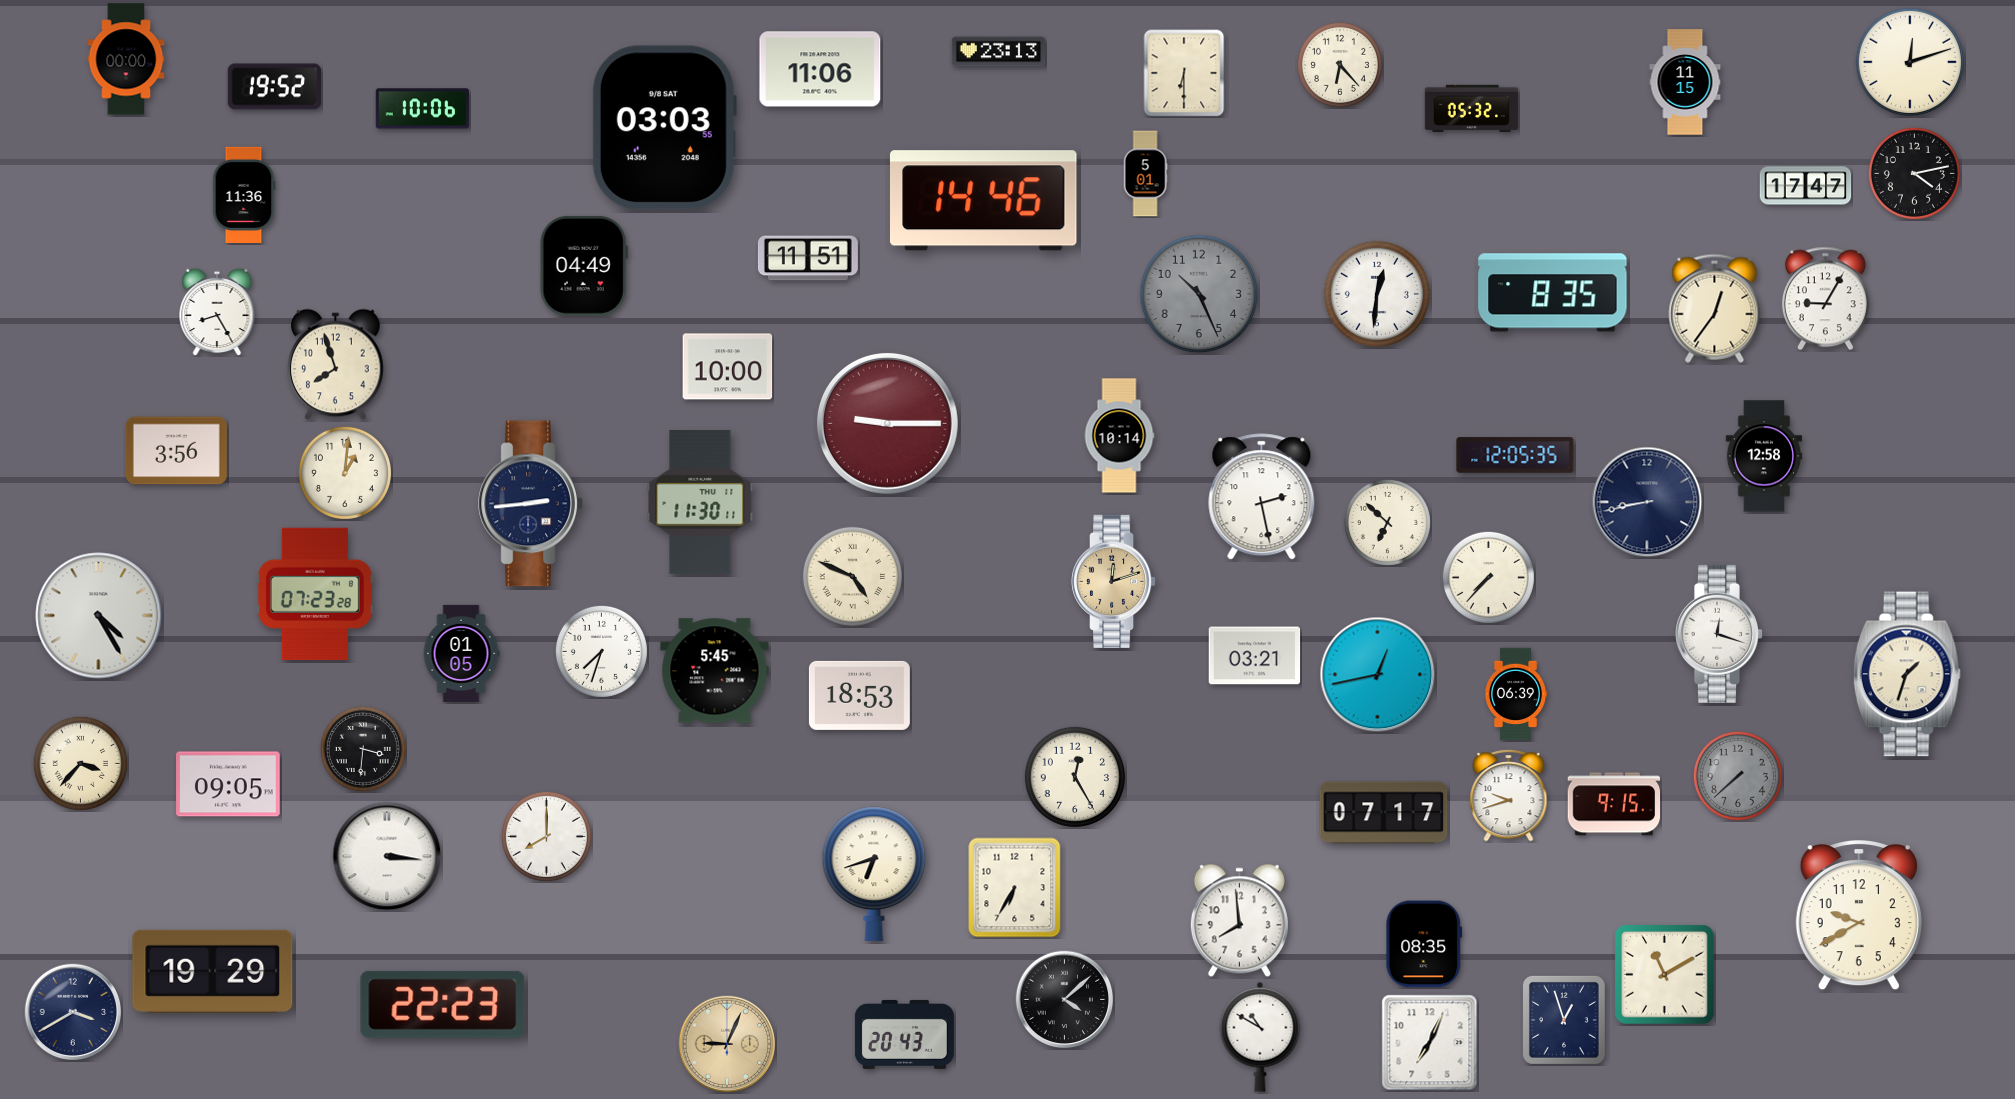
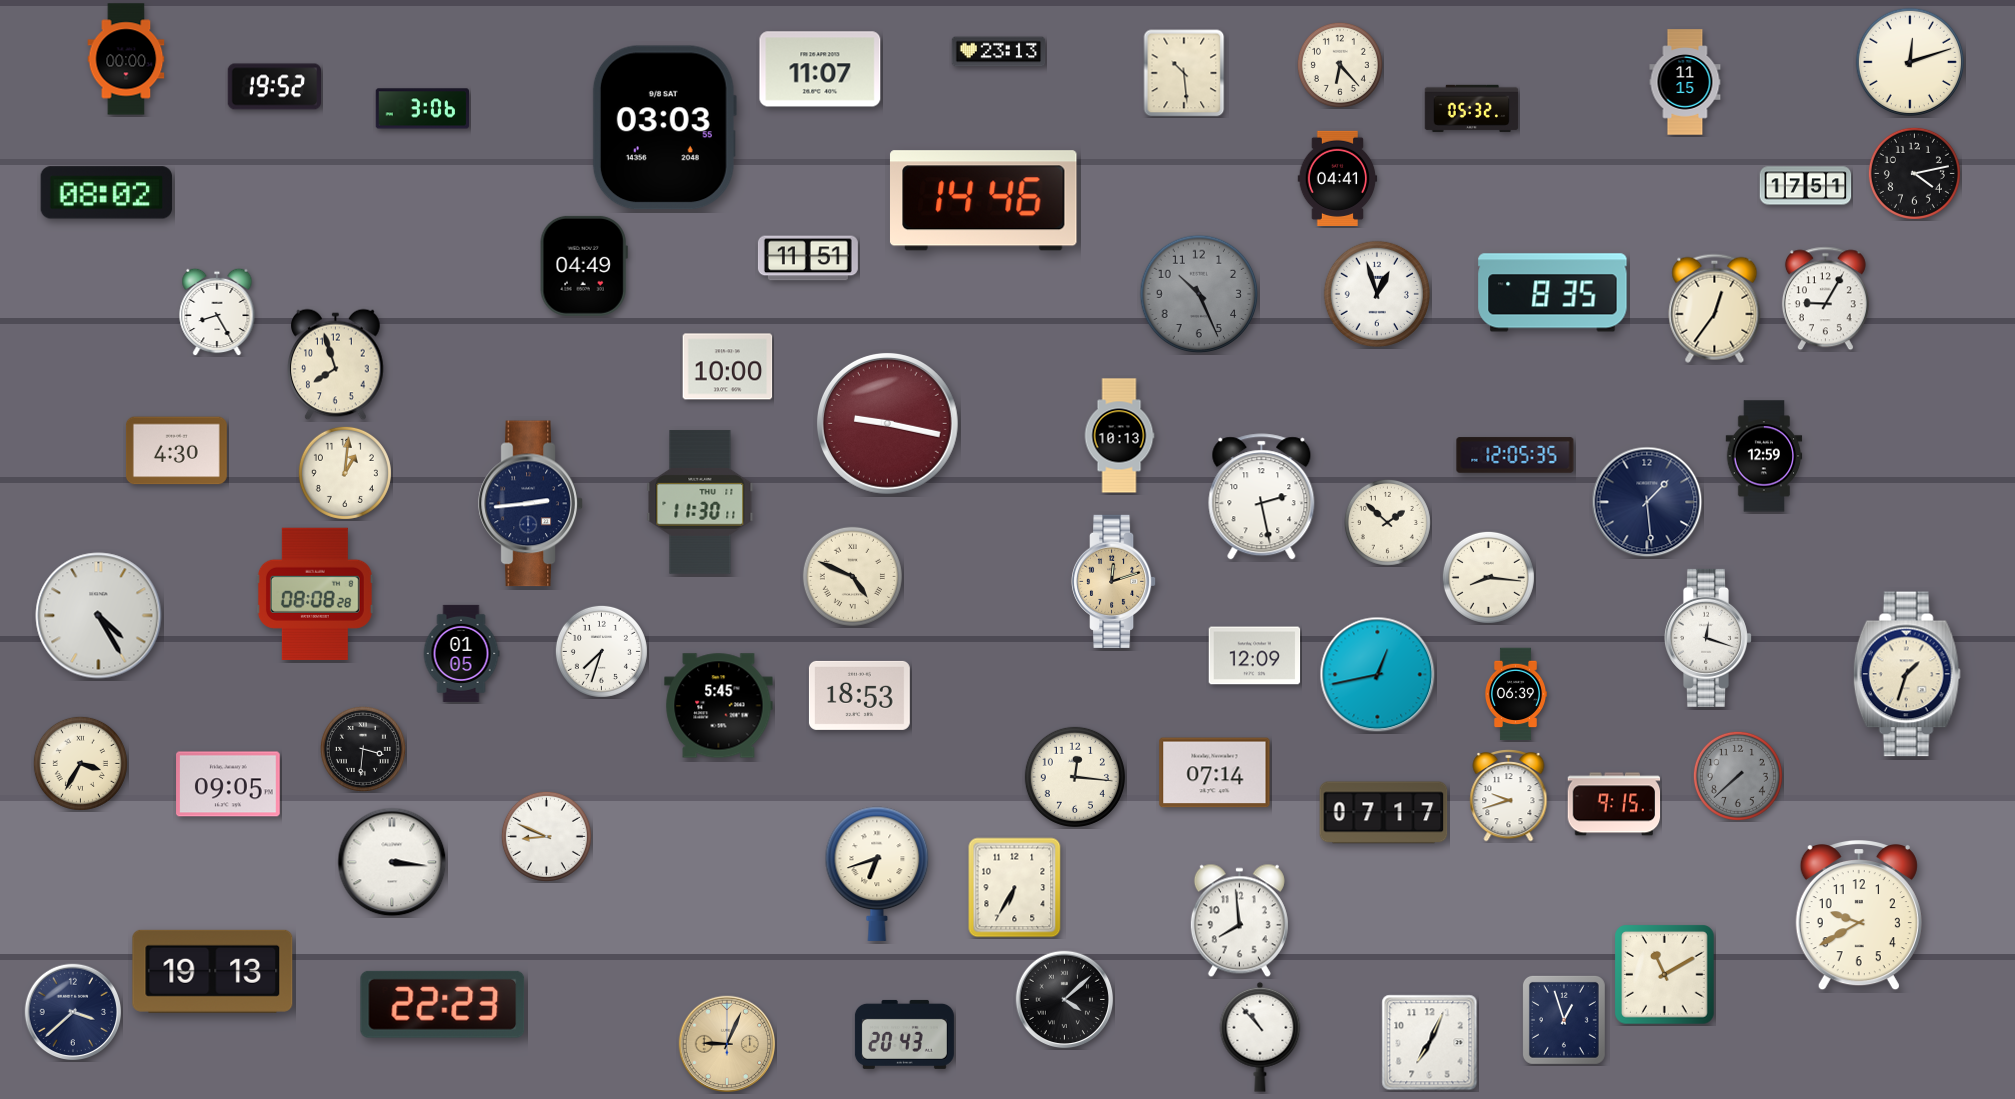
clock at (820, 69): 11:06 -> 11:07
clock at (1184, 73): 6:30 -> 10:29
clock at (423, 109): 10:06 -> 3:06
clock at (1145, 174): 5:01 -> none
clock at (1338, 178): none -> 04:41
clock at (1806, 186): 17:47 -> 17:51
clock at (106, 193): none -> 08:02
clock at (244, 195): 11:36 -> none
clock at (1377, 294): 12:31 -> 12:57
clock at (887, 423): 9:15 -> 9:17
clock at (1119, 436): 10:14 -> 10:13
clock at (176, 451): 3:56 -> 4:30
clock at (1764, 456): 12:58 -> 12:59
clock at (1647, 502): 8:43 -> 1:29
clock at (1387, 522): 6:52 -> 1:52
clock at (1488, 577): 7:37 -> 8:16
clock at (315, 593): 07:23 -> 08:08
clock at (1720, 634) position: (1720, 634) -> (1709, 638)
clock at (1255, 656): 03:21 -> 12:09
clock at (715, 671) position: (715, 671) -> (719, 706)
clock at (80, 763): 3:37 -> 3:35
clock at (1215, 773): none -> 07:14
clock at (1075, 777): 12:25 -> 12:16
clock at (546, 836): 8:00 -> 8:49
clock at (387, 856) position: (387, 856) -> (392, 862)
clock at (874, 874) position: (874, 874) -> (877, 874)
clock at (1424, 944): 08:35 -> none
clock at (213, 971): 19:29 -> 19:13
clock at (73, 1012): 3:40 -> 3:38
clock at (1260, 1037): 10:50 -> 10:53
